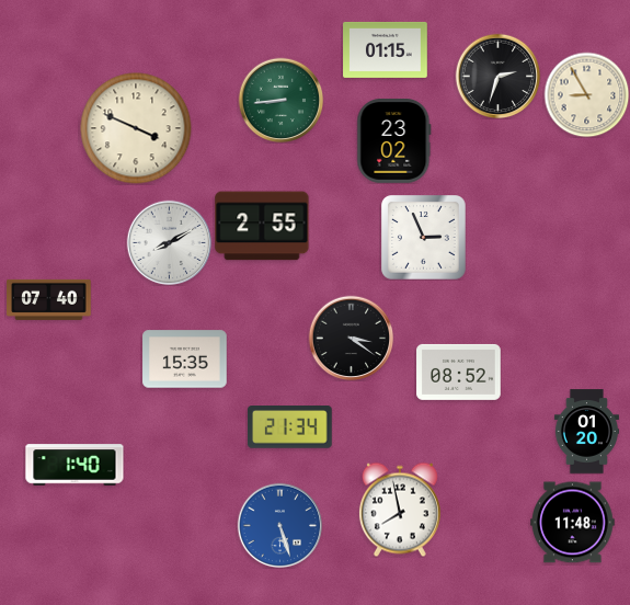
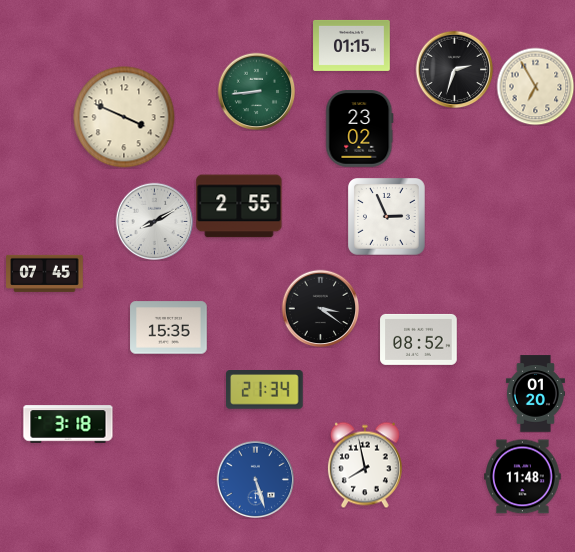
clock at (586, 94): 8:55 -> 6:55
clock at (49, 299): 07:40 -> 07:45
clock at (75, 465): 1:40 -> 3:18
